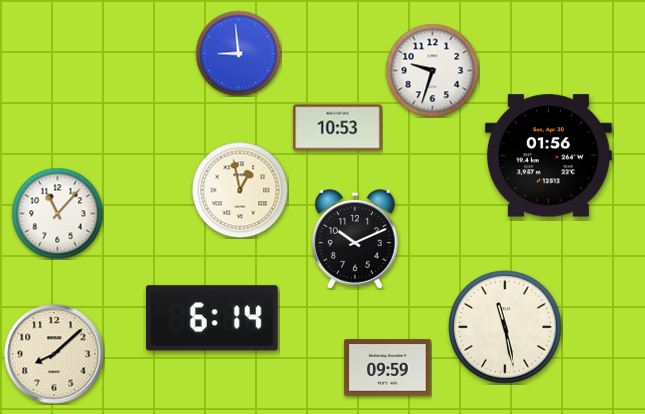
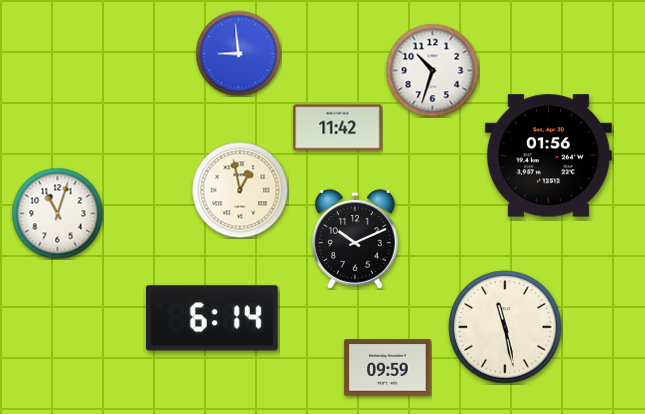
clock at (432, 70): 9:33 -> 10:33
clock at (338, 128): 10:53 -> 11:42
clock at (57, 213): 11:07 -> 11:03
clock at (54, 354): 8:08 -> none
